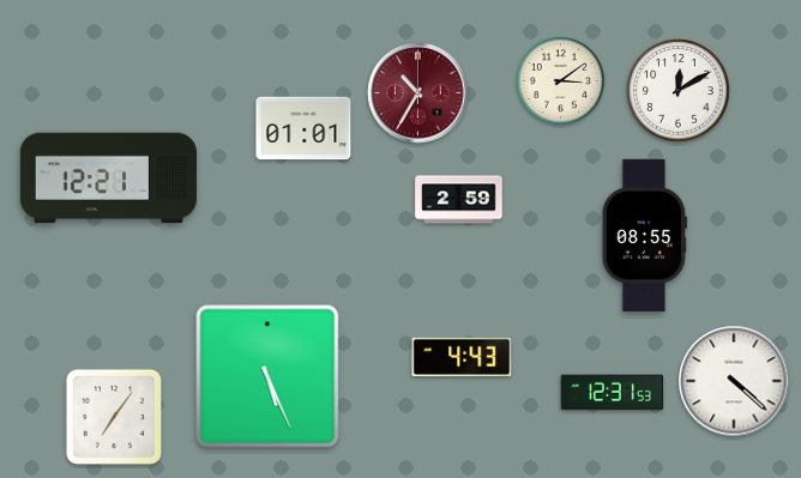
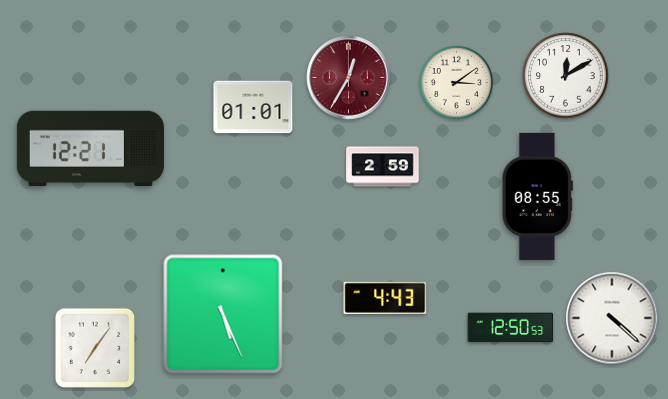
clock at (560, 80) position: (560, 80) -> (456, 82)
clock at (418, 93): 10:35 -> 12:35
clock at (613, 393): 12:31 -> 12:50
